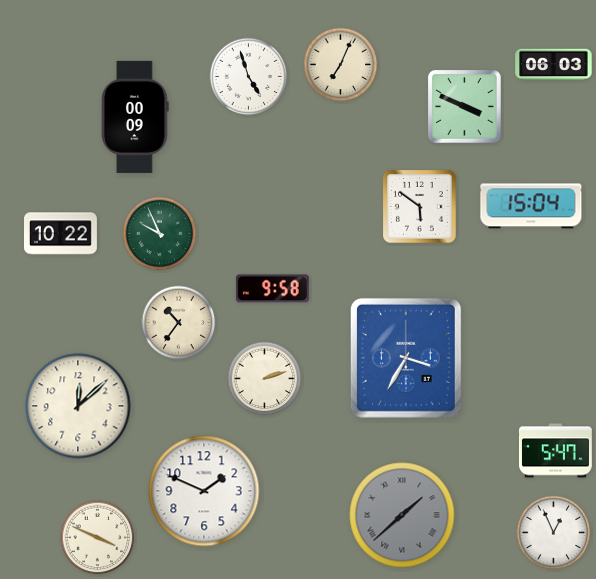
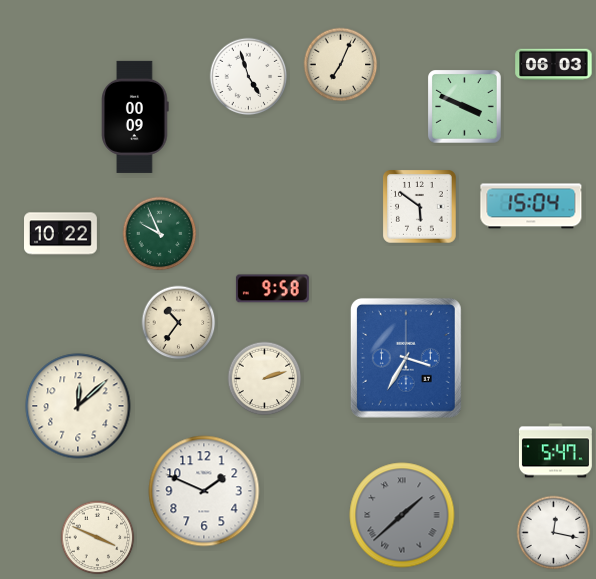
clock at (554, 533): 12:56 -> 12:17
